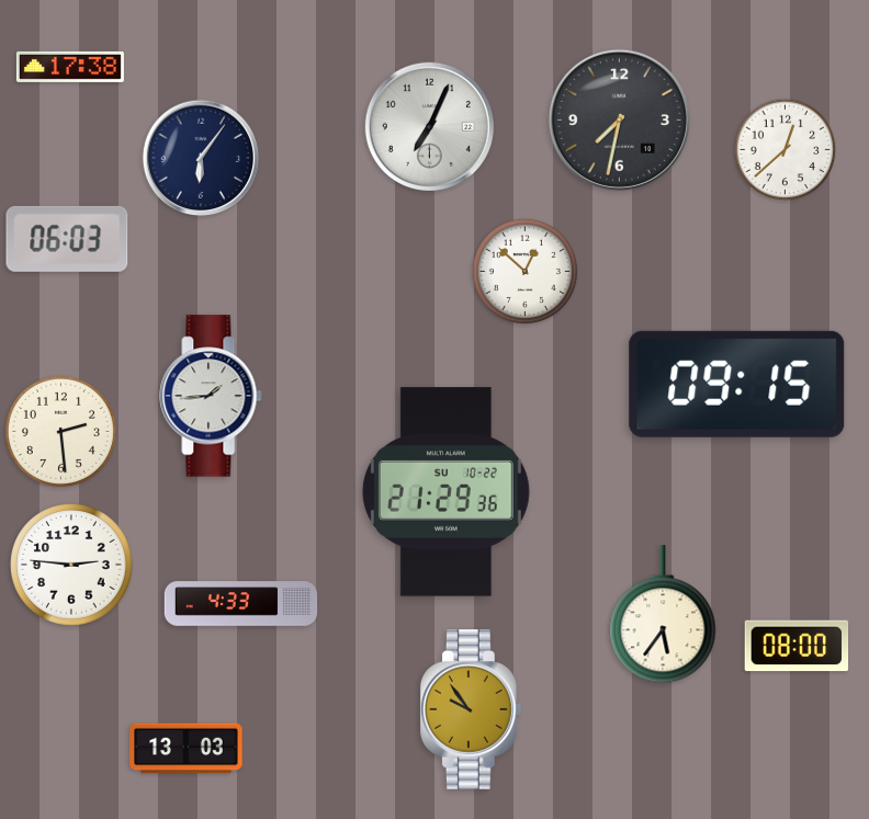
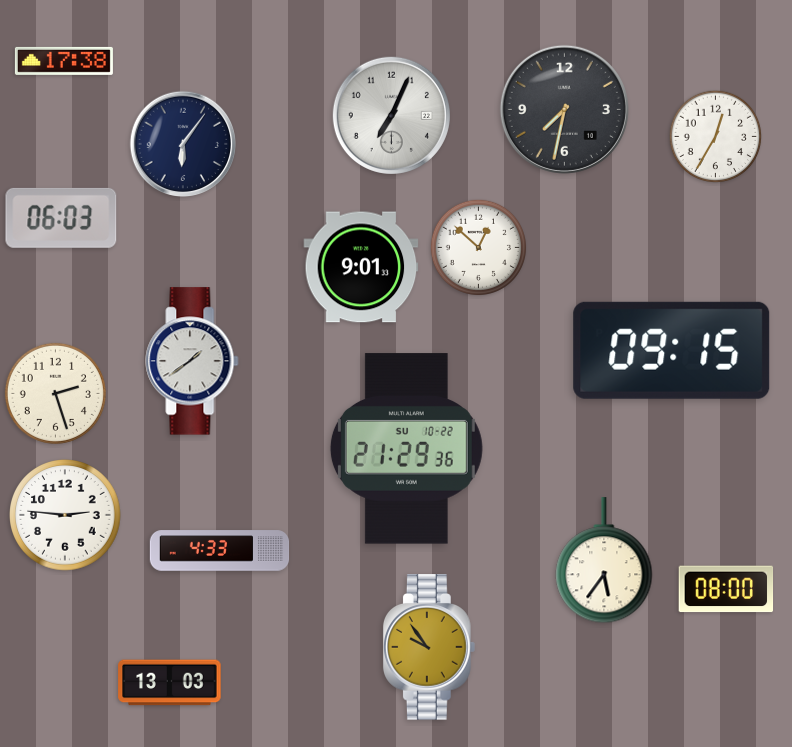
clock at (786, 150): 12:38 -> 12:35
clock at (361, 267): none -> 9:01
clock at (211, 396): 1:44 -> 1:39
clock at (60, 431): 2:29 -> 2:27
